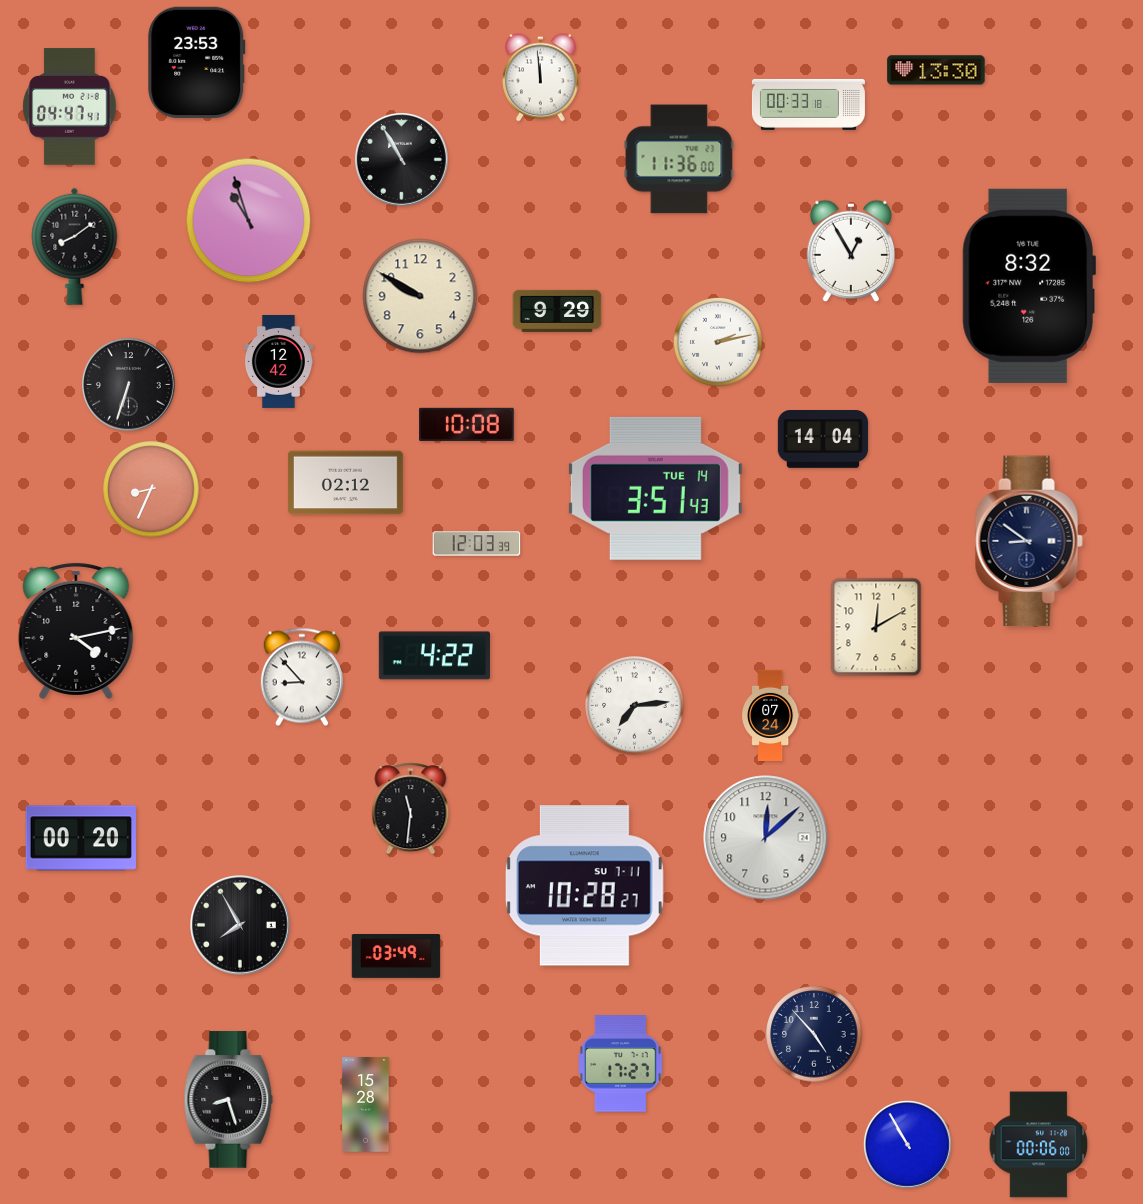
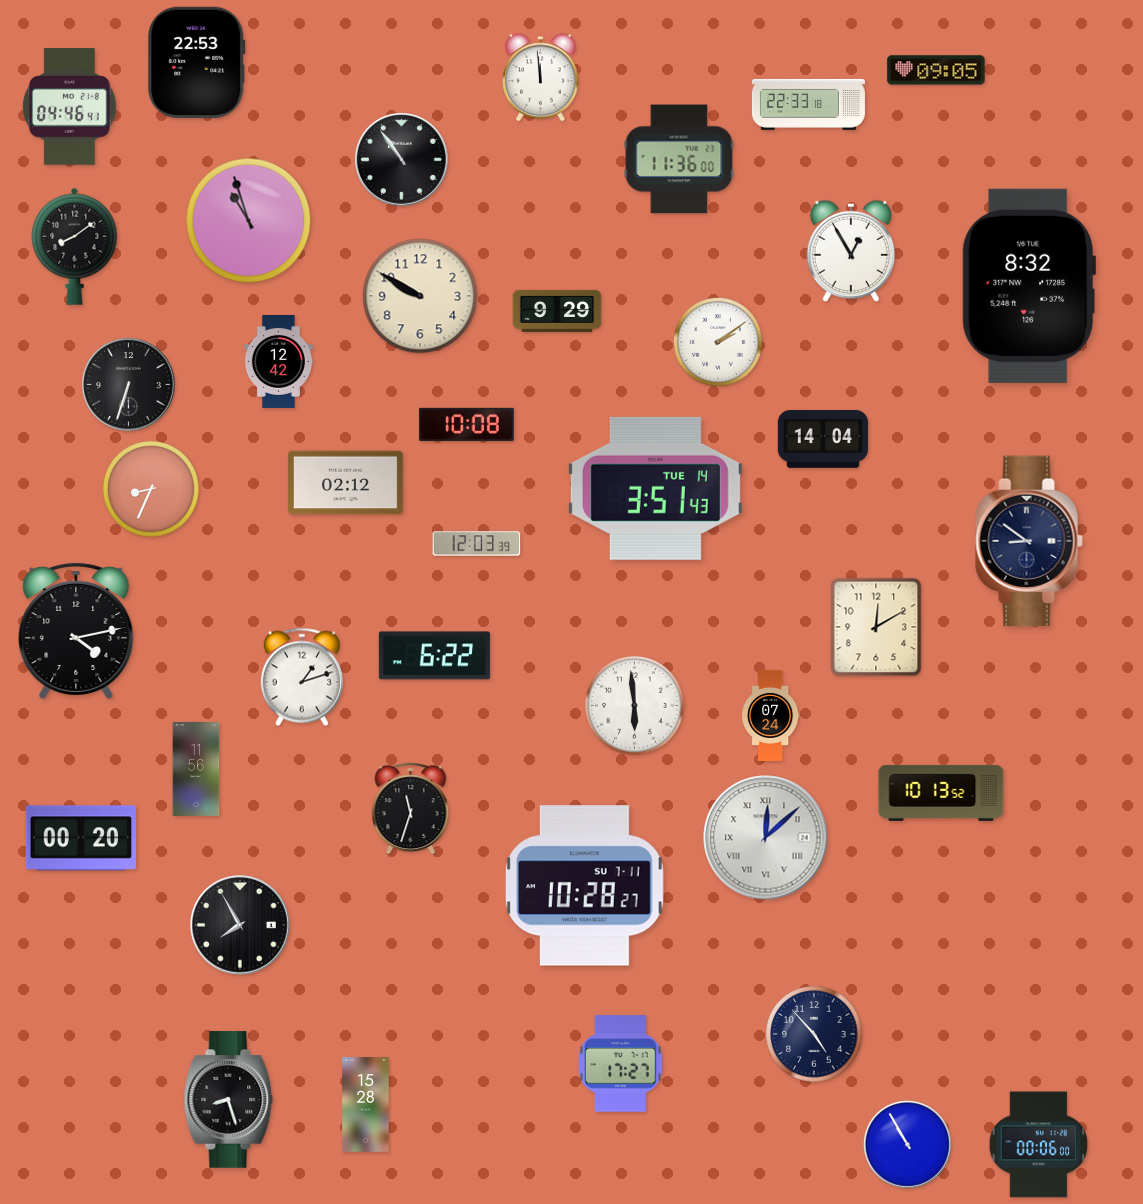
clock at (197, 62): 23:53 -> 22:53
clock at (936, 70): 13:30 -> 09:05
clock at (808, 104): 00:33 -> 22:33
clock at (70, 107): 04:47 -> 04:46
clock at (402, 160): 10:55 -> 10:54
clock at (718, 342): 2:13 -> 2:09
clock at (434, 656): 4:22 -> 6:22
clock at (302, 677): 8:53 -> 1:12
clock at (635, 706): 7:14 -> 5:59
clock at (196, 770): none -> 11:56
clock at (941, 793): none -> 10:13
clock at (411, 809): 11:31 -> 11:33
clock at (766, 838) numerals: Arabic -> Roman
clock at (396, 957): 03:49 -> none
